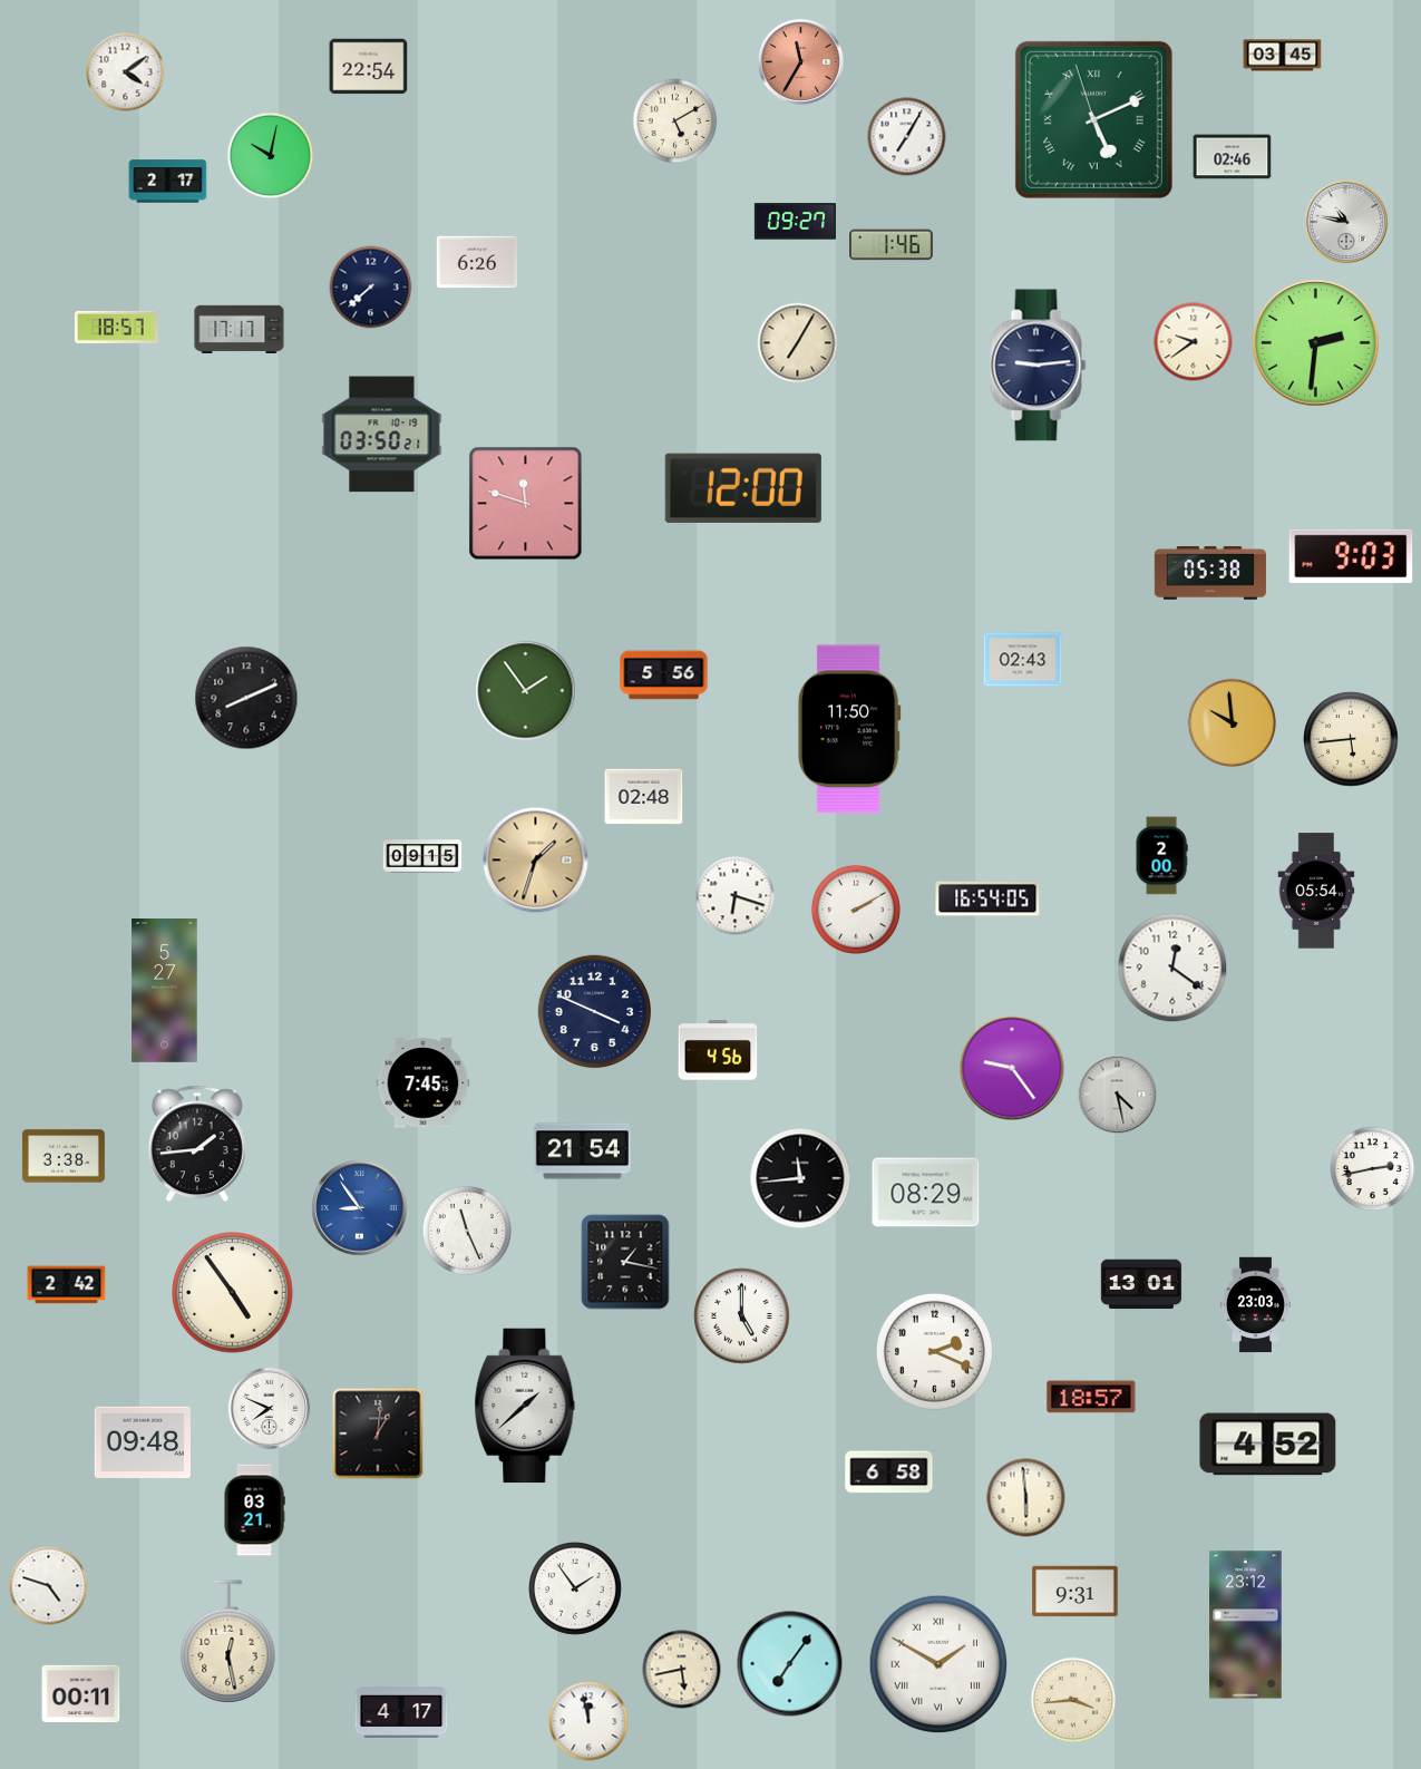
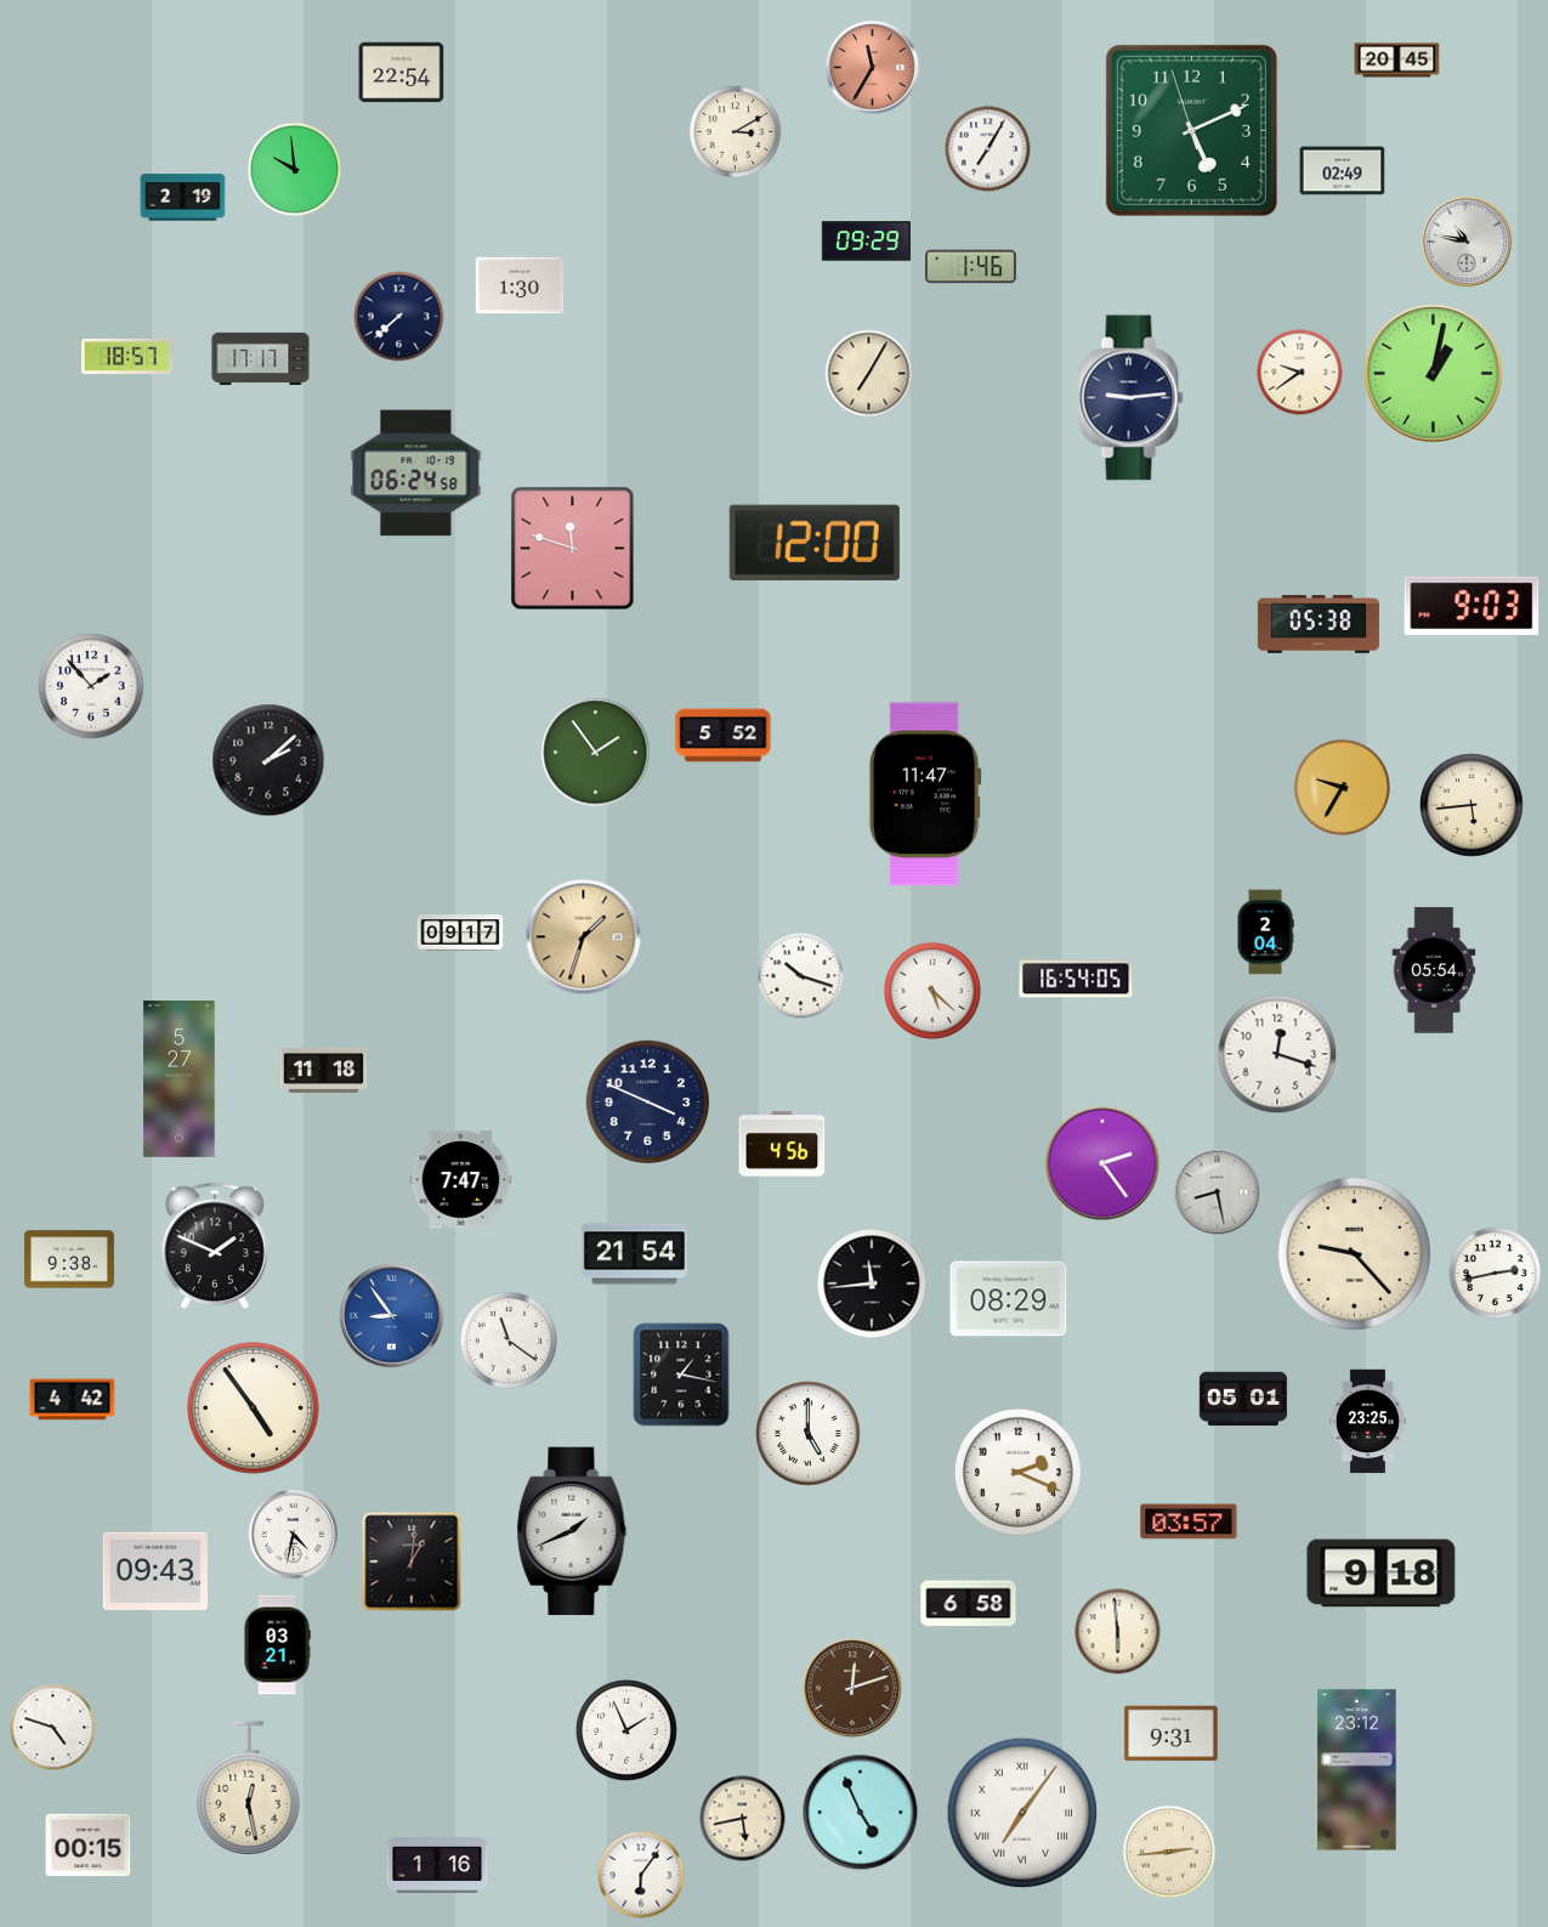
clock at (1283, 56): 03:45 -> 20:45
clock at (126, 72): 4:09 -> none
clock at (1093, 119) numerals: Roman -> Arabic
clock at (675, 122): 5:10 -> 3:10
clock at (271, 156): 10:02 -> 9:59
clock at (1233, 157): 02:46 -> 02:49
clock at (168, 182): 2:17 -> 2:19
clock at (795, 222): 09:27 -> 09:29
clock at (477, 262): 6:26 -> 1:30
clock at (371, 288) position: (371, 288) -> (399, 317)
clock at (1316, 343): 2:31 -> 1:02
clock at (382, 435): 03:50 -> 06:24
clock at (743, 488) position: (743, 488) -> (815, 543)
clock at (91, 686): none -> 1:53
clock at (1023, 660): 02:43 -> none
clock at (664, 675): 5:56 -> 5:52
clock at (526, 691) position: (526, 691) -> (596, 753)
clock at (246, 698): 8:11 -> 2:08
clock at (1232, 722): 9:59 -> 9:35
clock at (849, 729): 11:50 -> 11:47
clock at (644, 797): 02:48 -> none
clock at (422, 856): 09:15 -> 09:17
clock at (1161, 856): 2:00 -> 2:04
clock at (736, 896): 6:18 -> 10:18
clock at (856, 910): 2:10 -> 5:22
clock at (1172, 968): 12:21 -> 12:18
clock at (324, 1070): none -> 11:18
clock at (1012, 1068): 9:24 -> 2:24
clock at (424, 1083): 7:45 -> 7:47
clock at (1118, 1095): 4:28 -> 8:28
clock at (197, 1144): 1:44 -> 1:49
clock at (1354, 1253): none -> 9:23
clock at (64, 1156): 3:38 -> 9:38
clock at (467, 1231): 11:26 -> 11:21
clock at (1141, 1284): 13:01 -> 05:01
clock at (67, 1285): 2:42 -> 4:42
clock at (1255, 1305): 23:03 -> 23:25
clock at (1091, 1397): 18:57 -> 03:57
clock at (525, 1406): 1:38 -> 1:41
clock at (270, 1409): 7:49 -> 4:32
clock at (143, 1442): 09:48 -> 09:43
clock at (1268, 1445): 4:52 -> 9:18
clock at (854, 1689): none -> 12:12
clock at (576, 1590): 1:54 -> 1:56
clock at (790, 1664): 7:06 -> 4:56
clock at (938, 1664): 1:50 -> 7:06
clock at (81, 1694): 00:11 -> 00:15
clock at (1073, 1700): 3:44 -> 2:44
clock at (401, 1713): 4:17 -> 1:16
clock at (588, 1721): 11:58 -> 6:06
